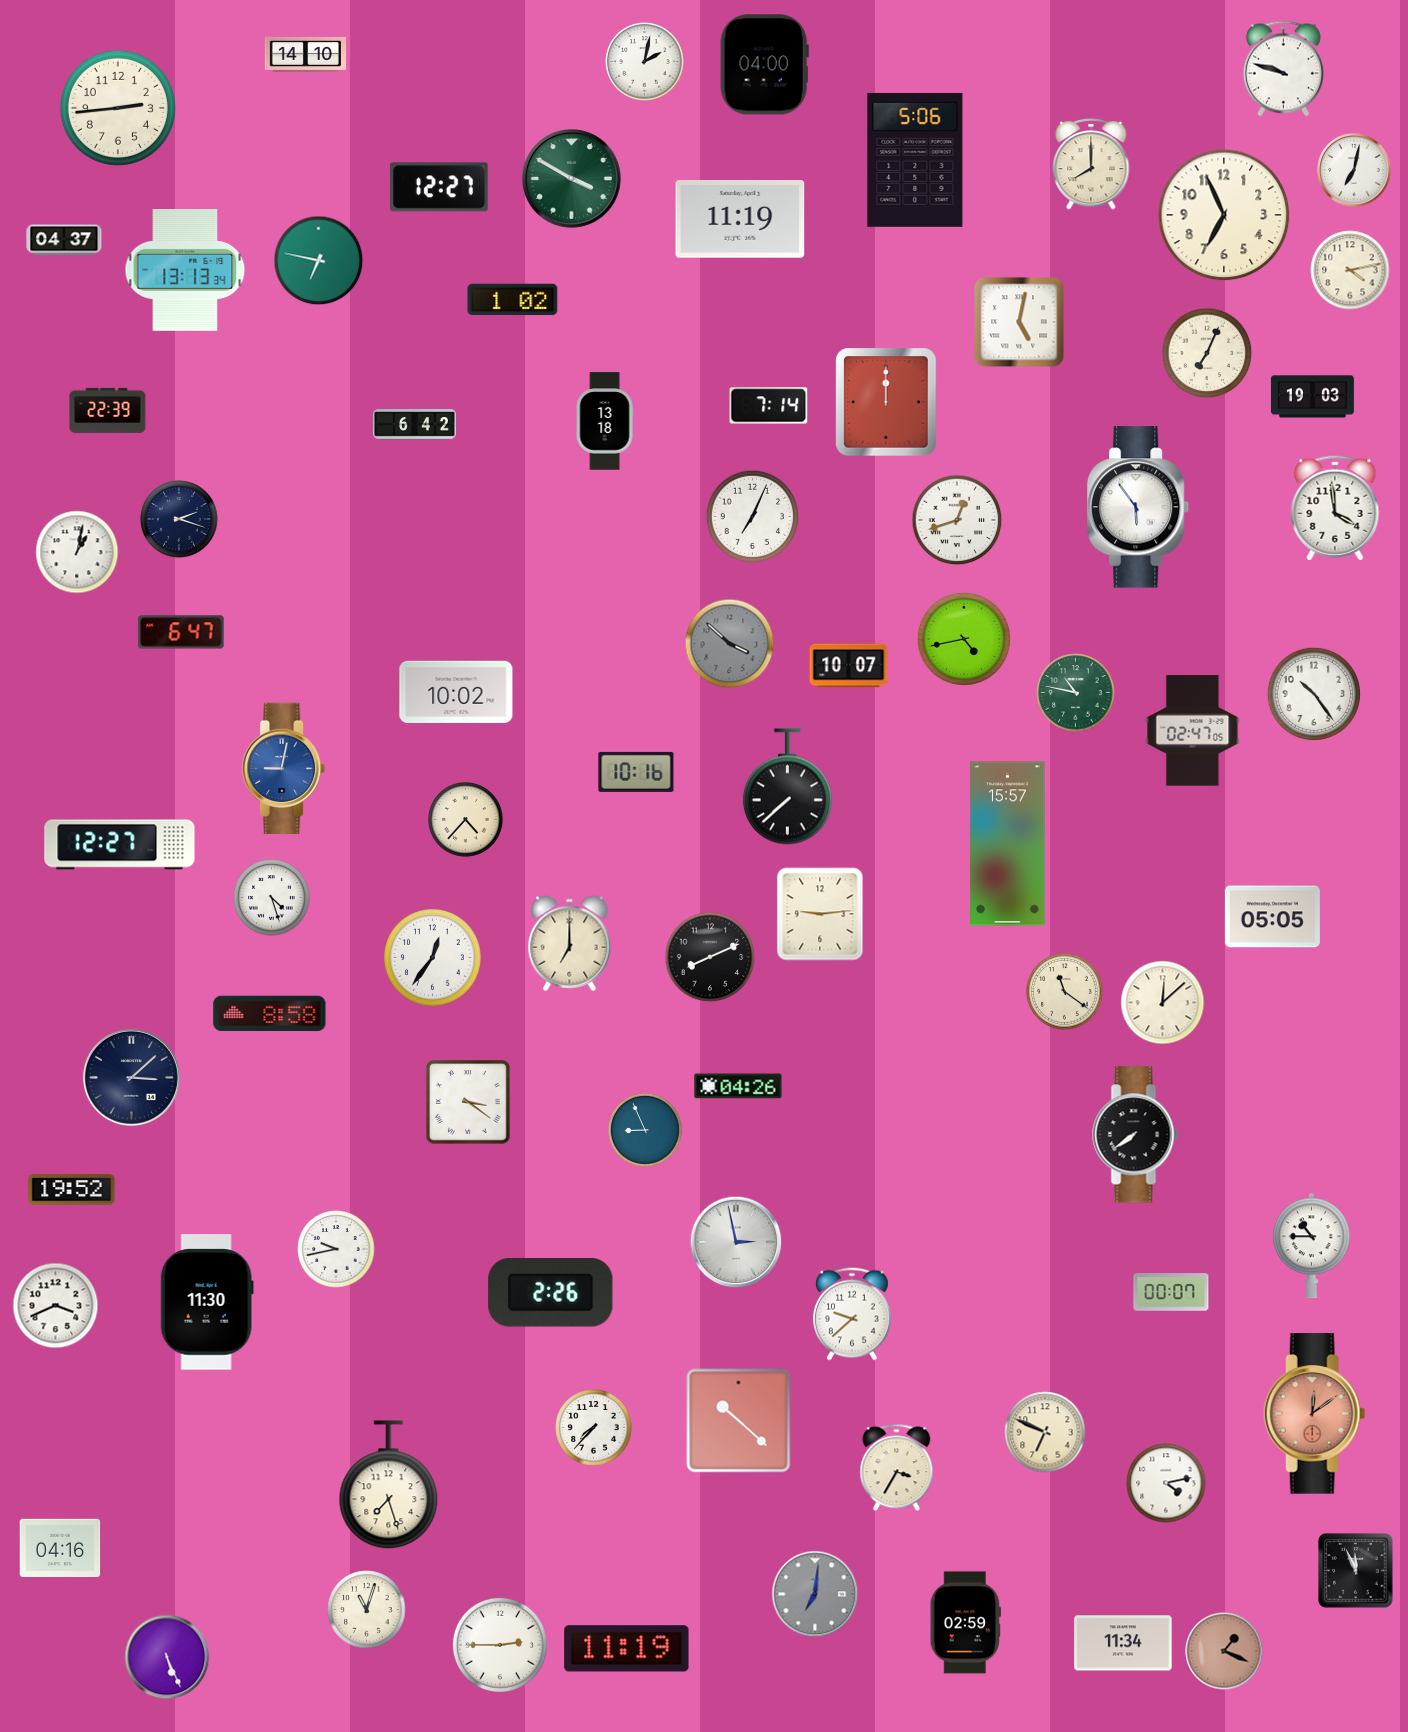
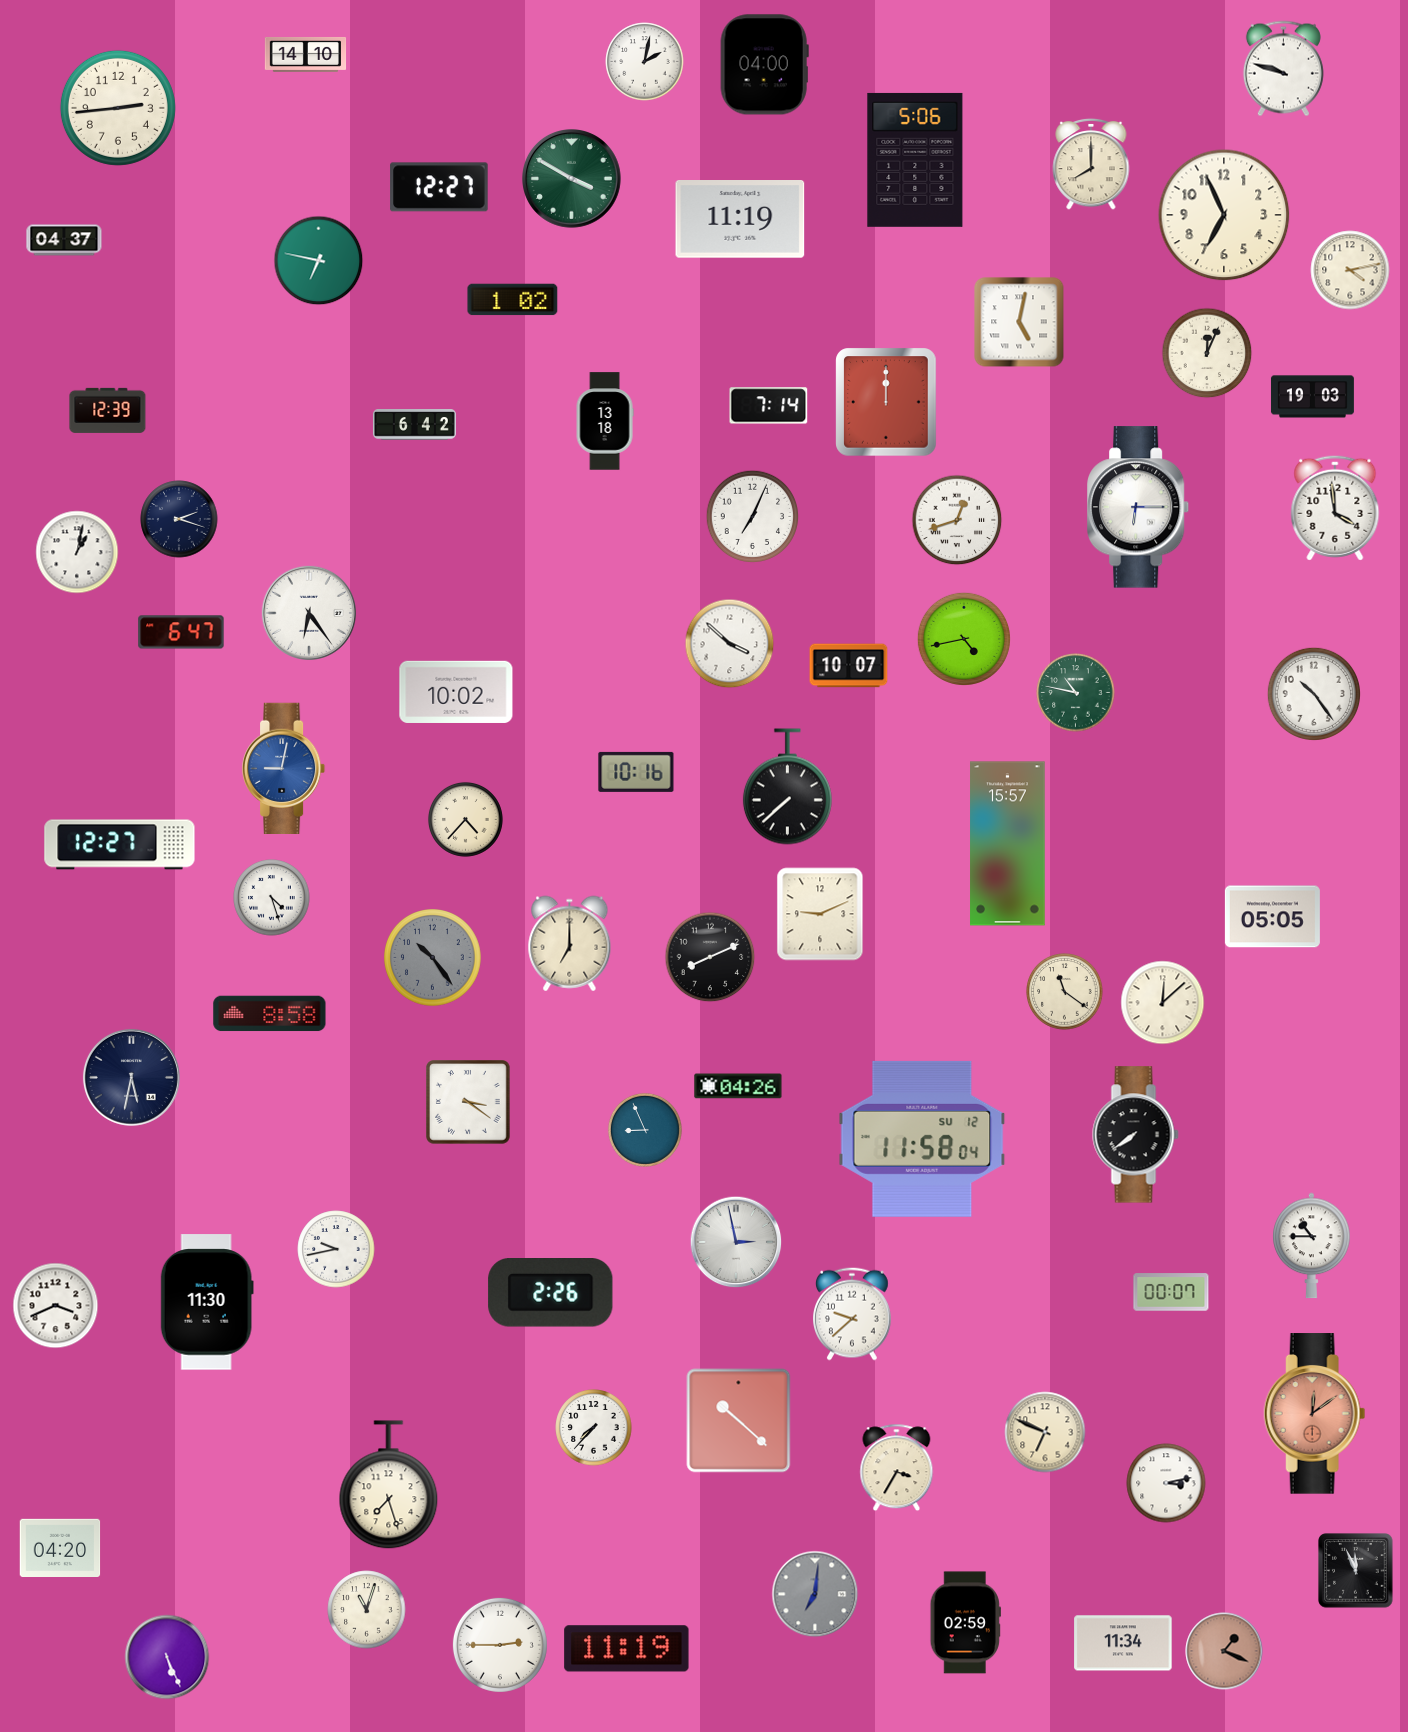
clock at (1354, 170): 7:02 -> none
clock at (185, 271): 13:13 -> none
clock at (1207, 353): 7:04 -> 12:04
clock at (108, 410): 22:39 -> 12:39
clock at (1138, 507): 5:54 -> 6:15
clock at (309, 613): none -> 6:24
clock at (730, 644) dial: grey -> white
clock at (1193, 731): 02:47 -> none
clock at (820, 914): 9:14 -> 9:11
clock at (433, 958): 12:36 -> 10:24
clock at (433, 958) dial: white -> grey
clock at (131, 1077): 3:08 -> 5:32
clock at (922, 1139): none -> 11:58
clock at (72, 1190): 19:52 -> none
clock at (1166, 1483): 4:13 -> 3:13
clock at (60, 1547): 04:16 -> 04:20
